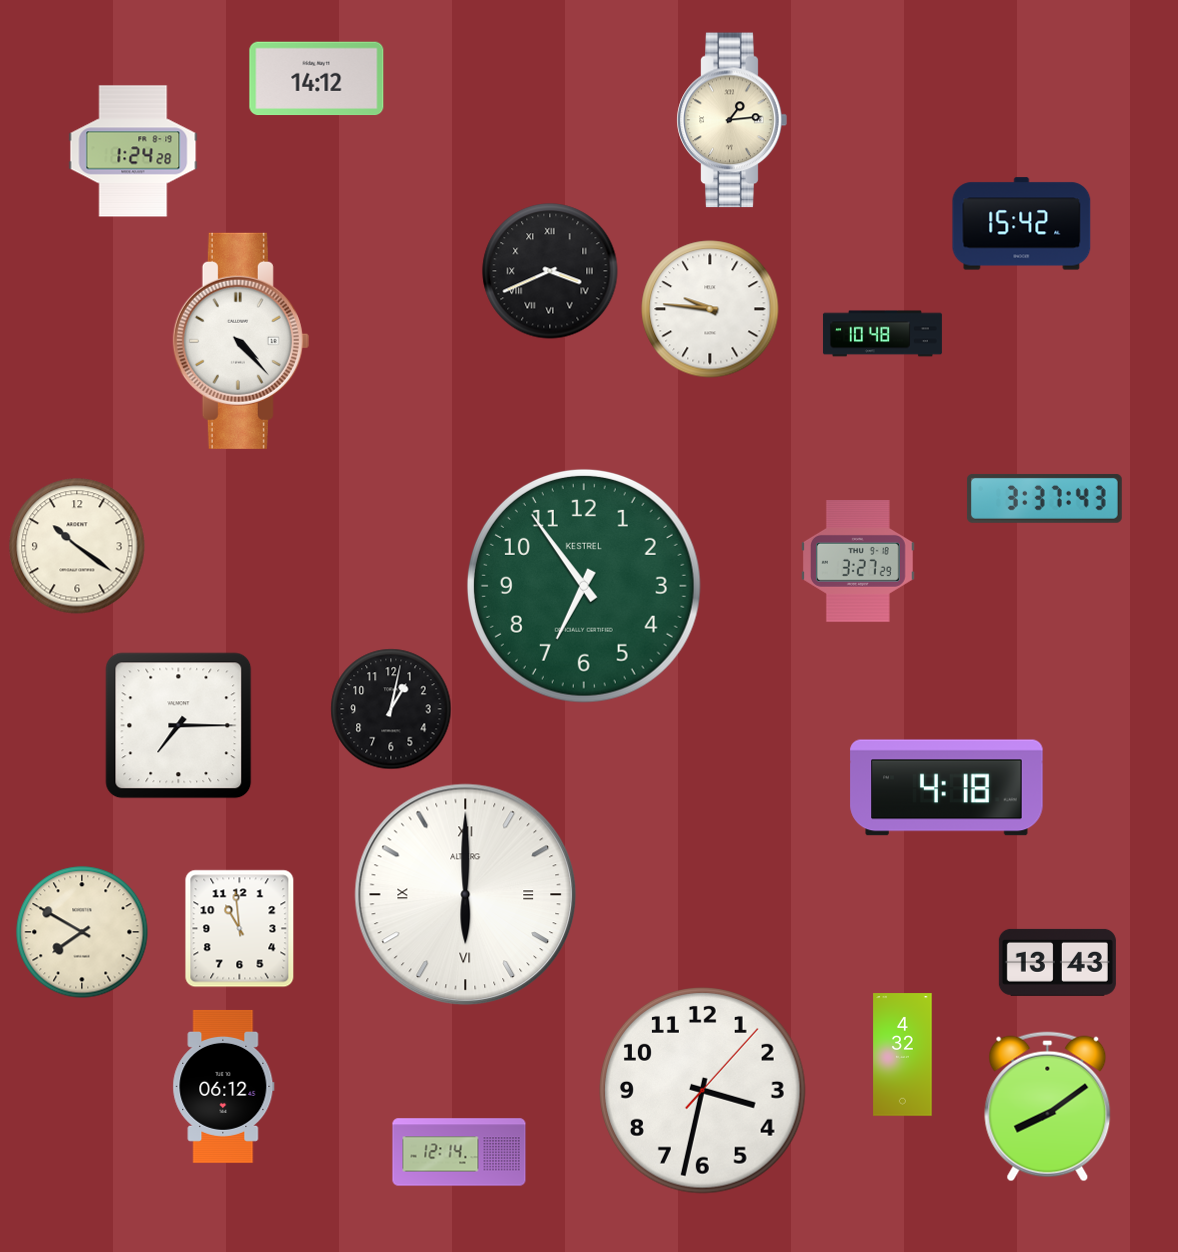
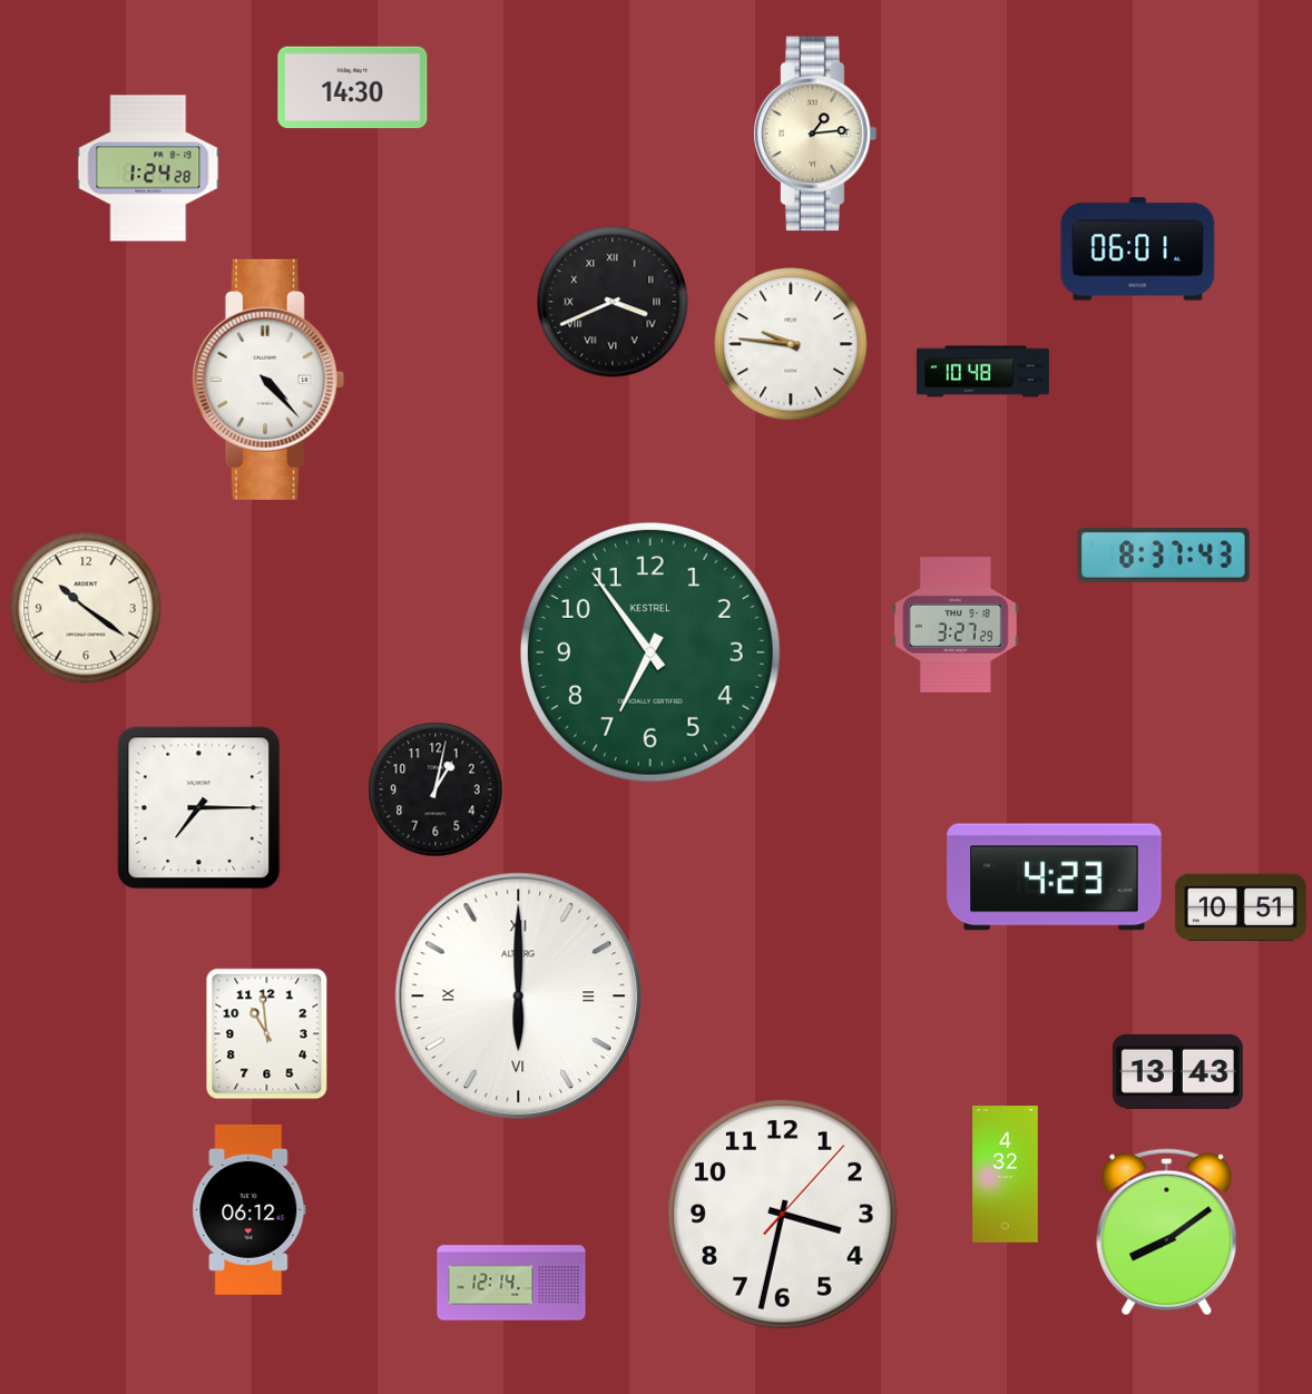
clock at (317, 79): 14:12 -> 14:30
clock at (1022, 224): 15:42 -> 06:01
clock at (1044, 498): 3:37 -> 8:37
clock at (947, 788): 4:18 -> 4:23
clock at (1241, 907): none -> 10:51
clock at (82, 932): 7:50 -> none
